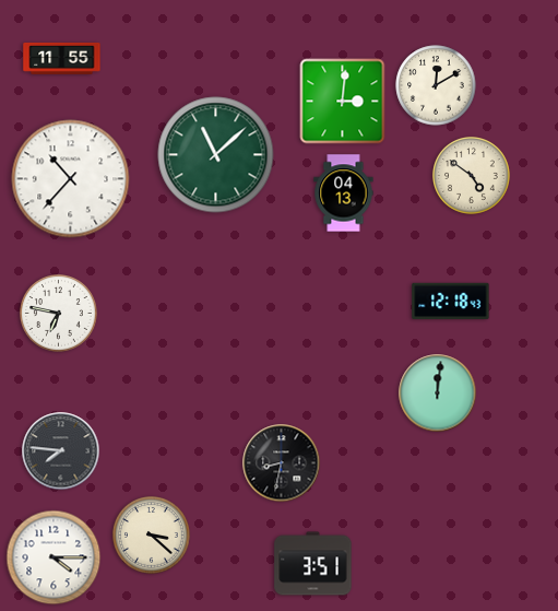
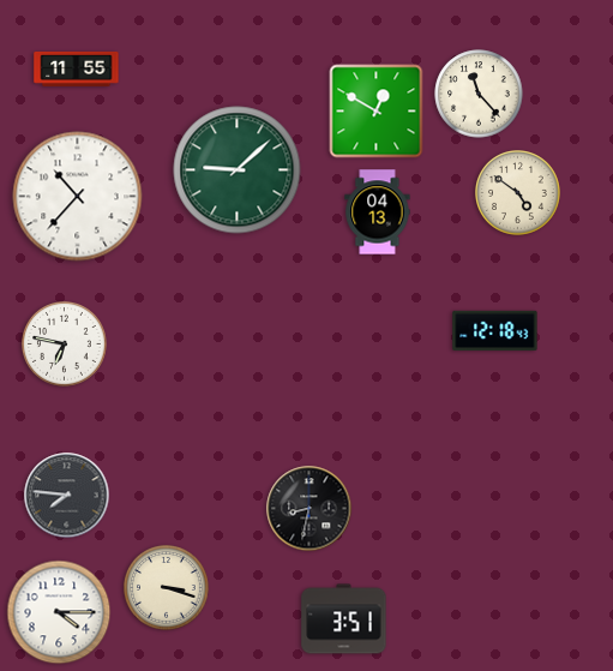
clock at (62, 58) position: (62, 58) -> (77, 68)
clock at (436, 85): 12:10 -> 11:23
clock at (343, 102): 3:01 -> 12:50
clock at (216, 155): 11:08 -> 9:08
clock at (438, 393): 12:01 -> none
clock at (152, 536): 3:22 -> 3:18
